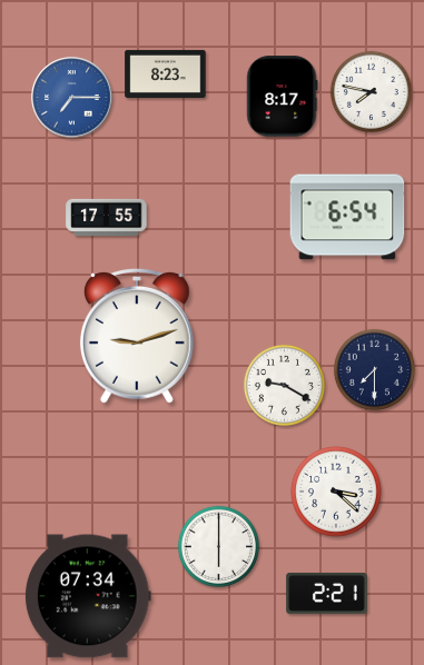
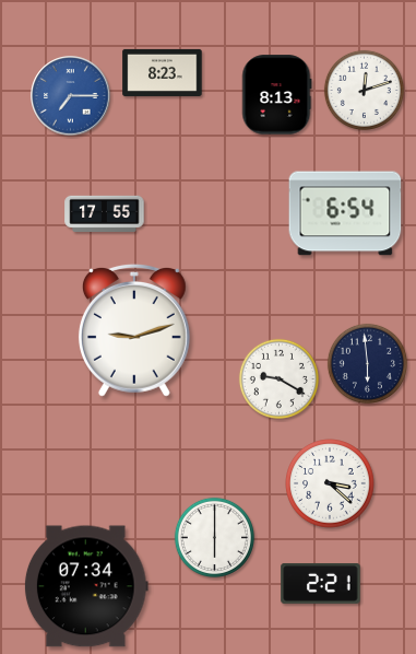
clock at (371, 91): 7:47 -> 12:12
clock at (282, 97): 8:17 -> 8:13
clock at (347, 217) position: (347, 217) -> (345, 213)
clock at (374, 369): 7:30 -> 5:59
